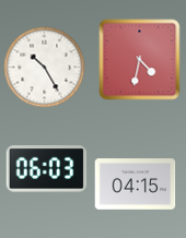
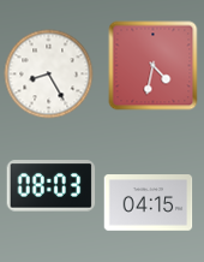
clock at (45, 68): 10:25 -> 8:25
clock at (47, 169): 06:03 -> 08:03
